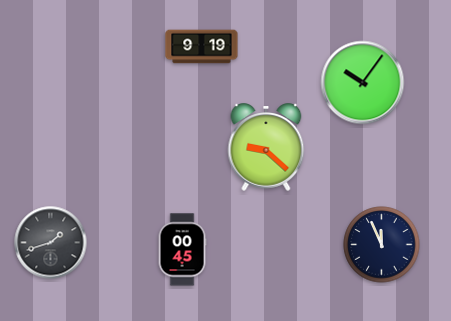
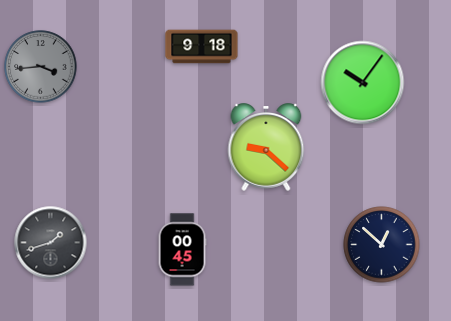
clock at (202, 47): 9:19 -> 9:18
clock at (41, 67): none -> 3:44
clock at (382, 245): 11:56 -> 12:52
